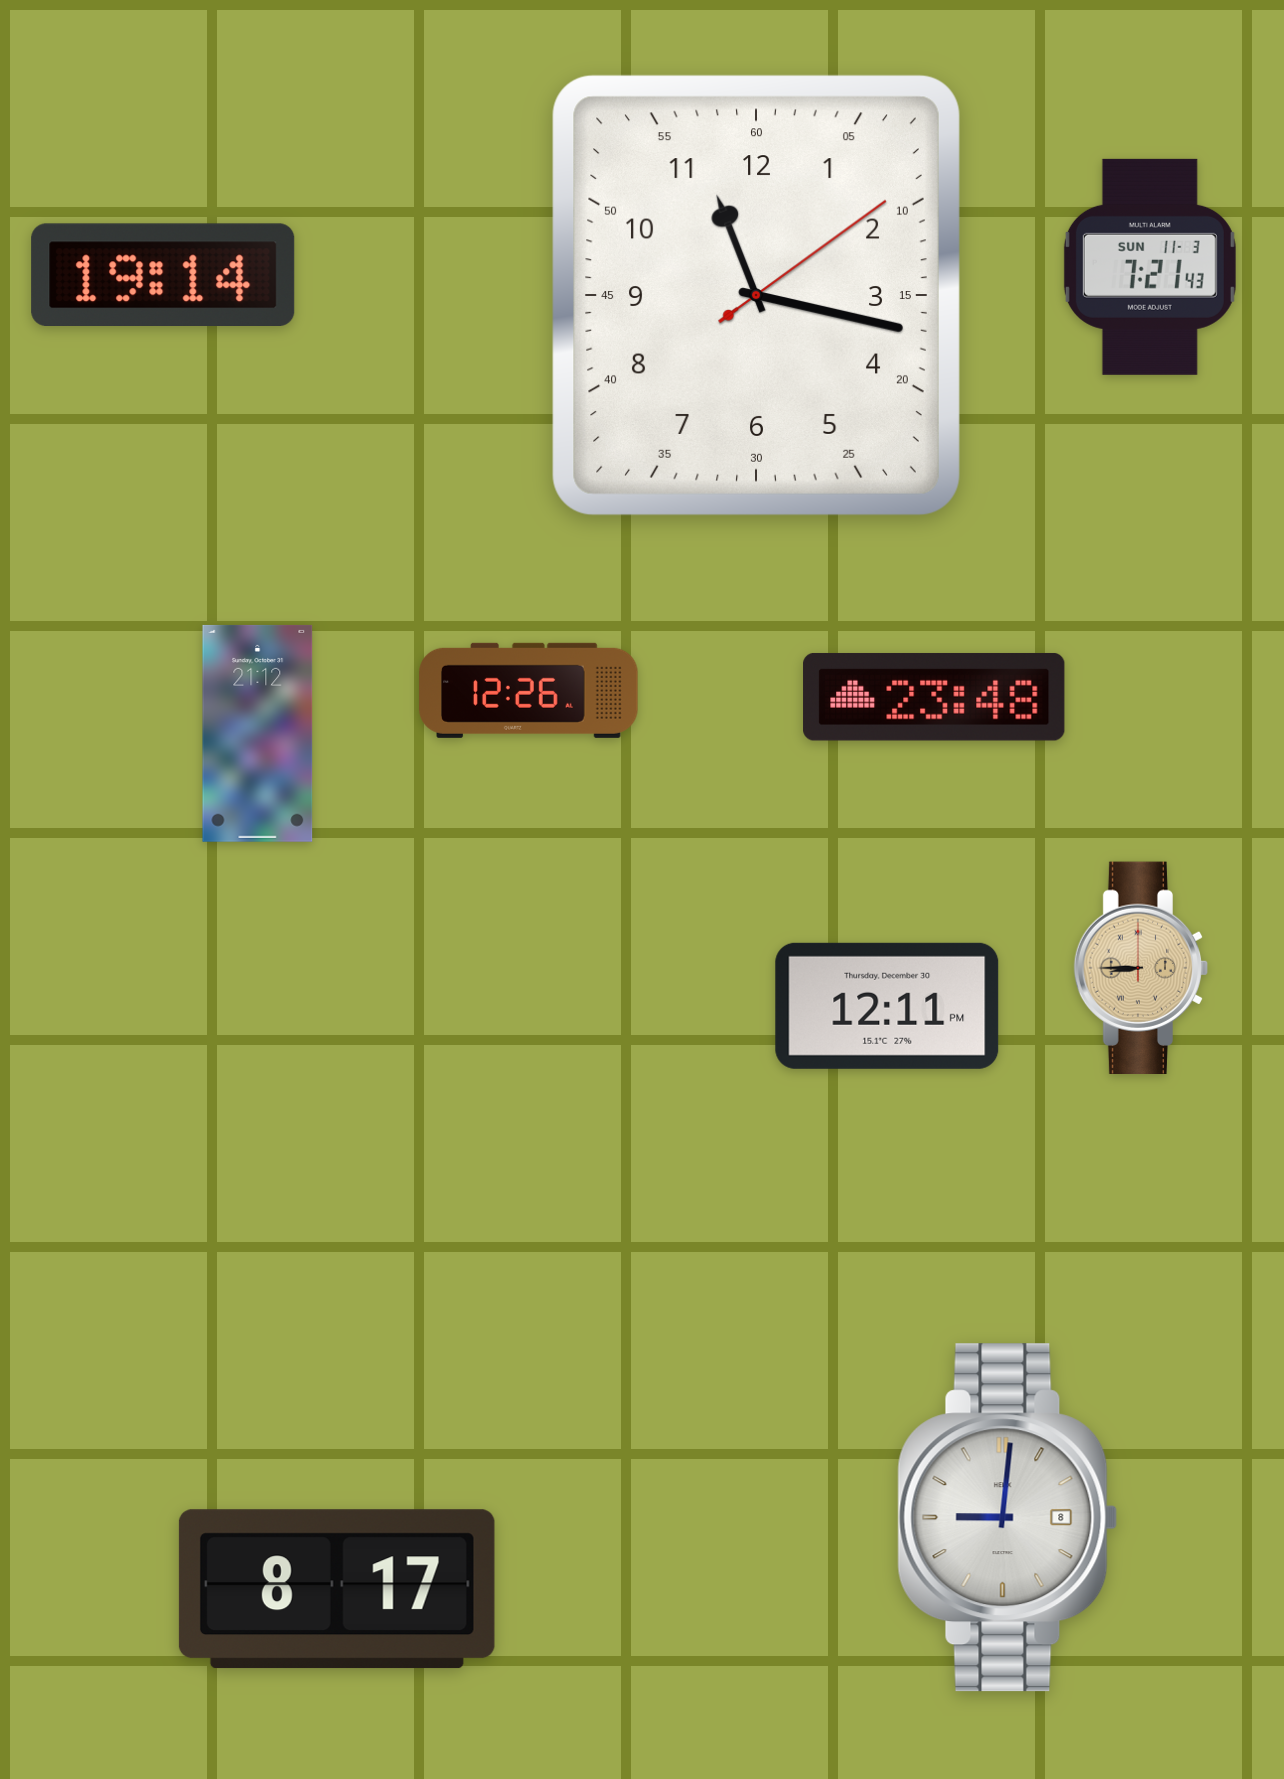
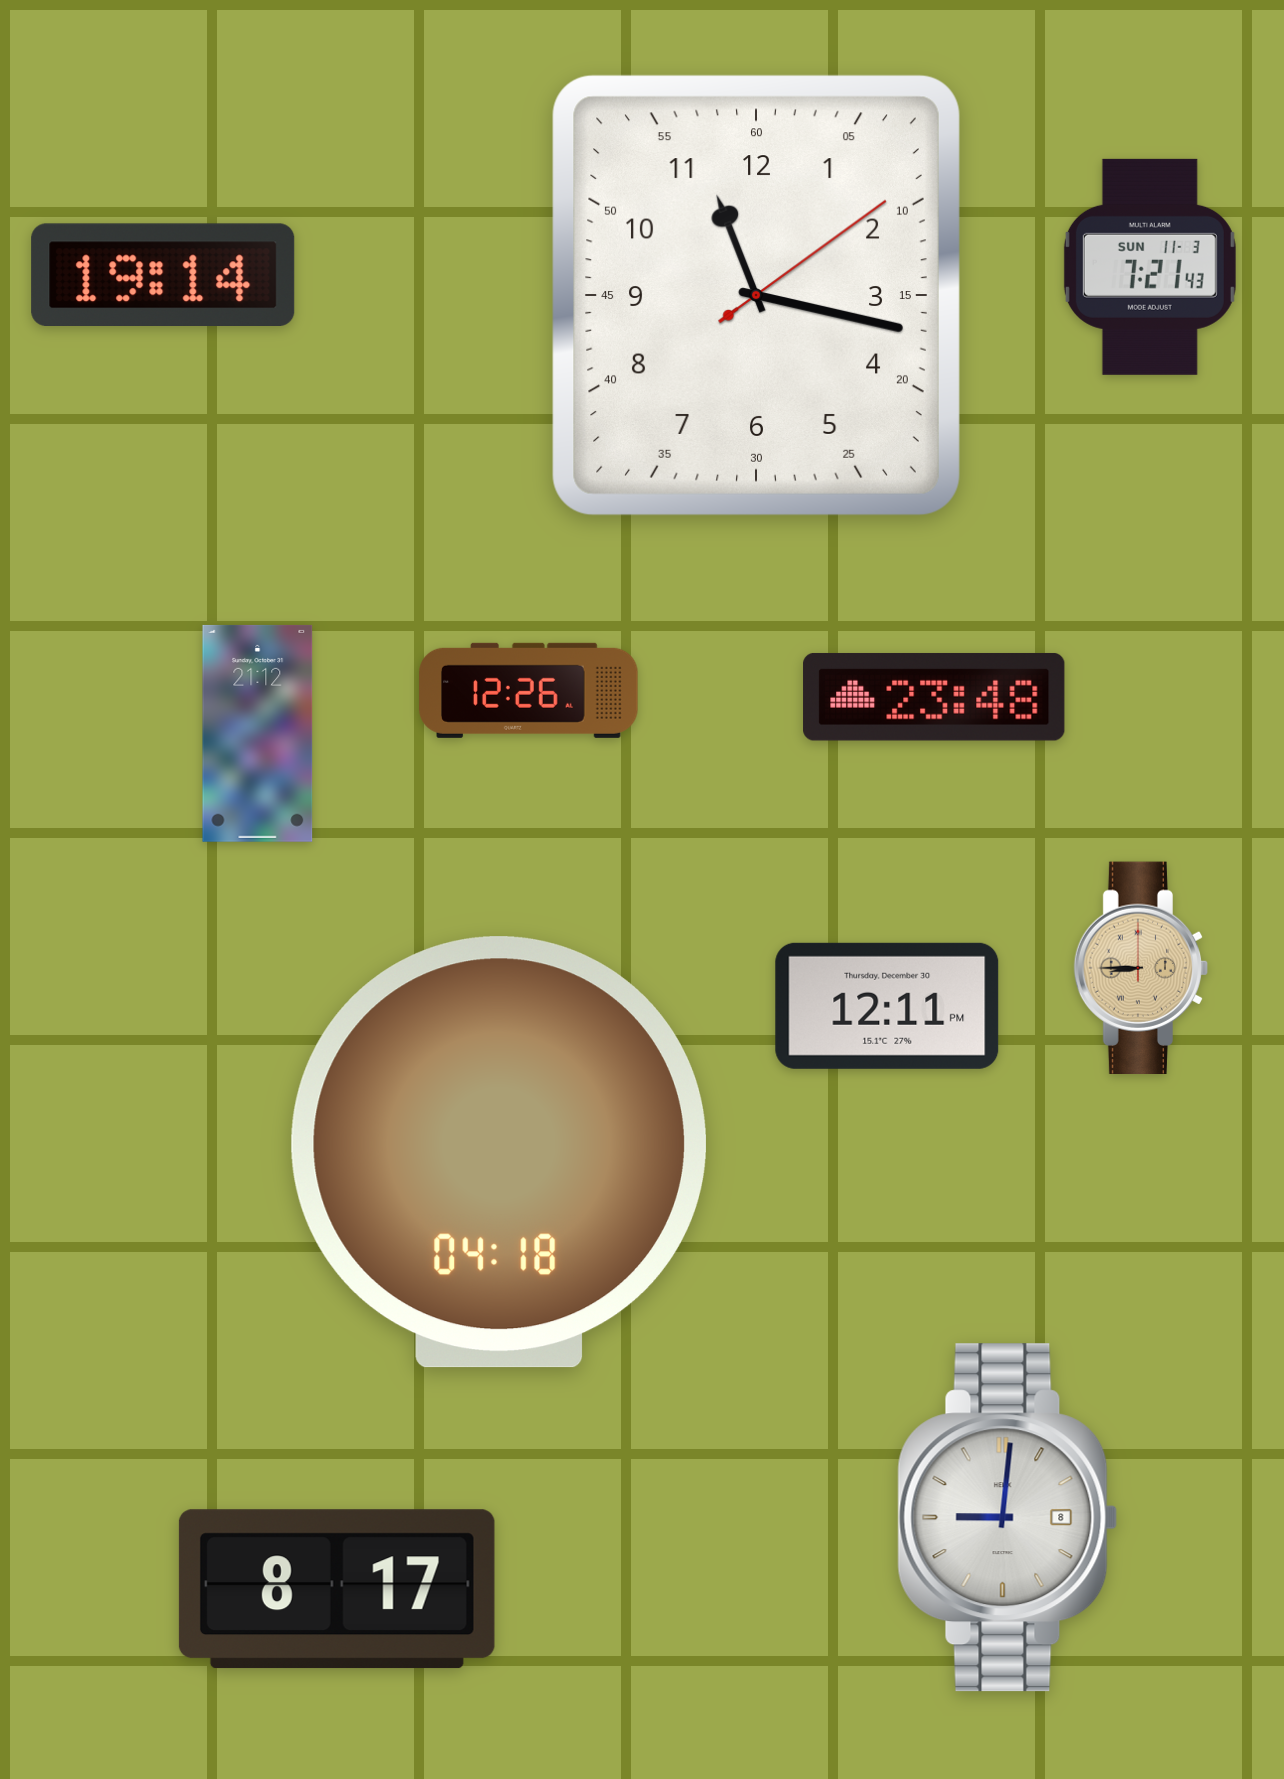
clock at (499, 1152): none -> 04:18
